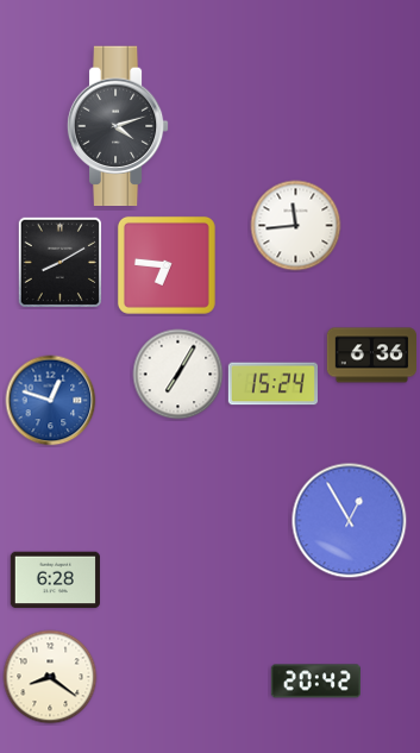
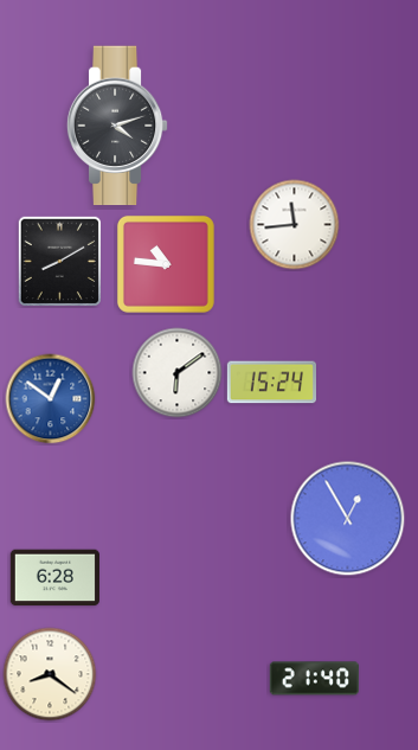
clock at (167, 265): 6:46 -> 10:46
clock at (371, 356): 6:36 -> none
clock at (178, 375): 7:05 -> 6:09
clock at (51, 401): 12:48 -> 12:51
clock at (315, 682): 20:42 -> 21:40
